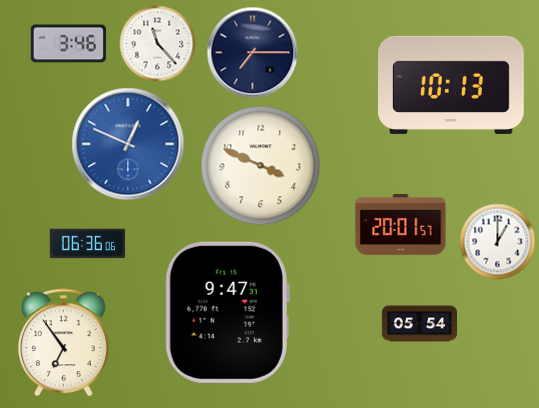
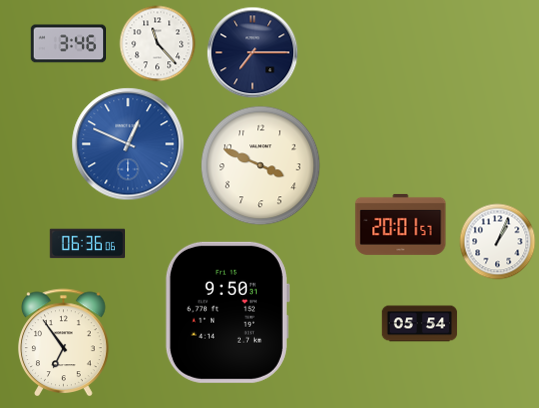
clock at (452, 85): 10:13 -> none
clock at (498, 242): 1:00 -> 1:04
clock at (227, 312): 9:47 -> 9:50
